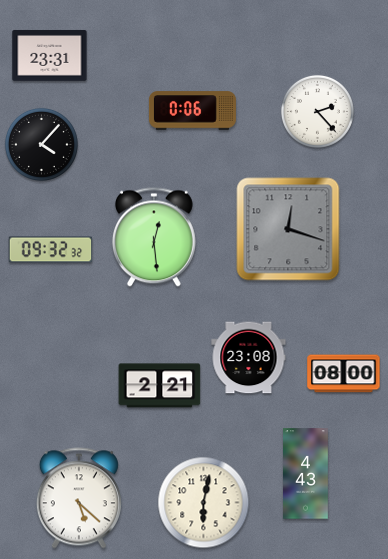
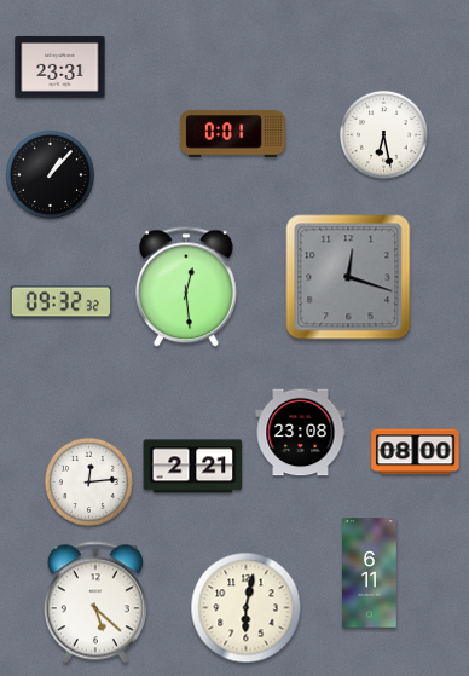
clock at (192, 111): 0:06 -> 0:01
clock at (317, 111): 2:23 -> 6:28
clock at (41, 144): 4:07 -> 1:07
clock at (88, 481): none -> 12:14
clock at (306, 474): 4:43 -> 6:11
